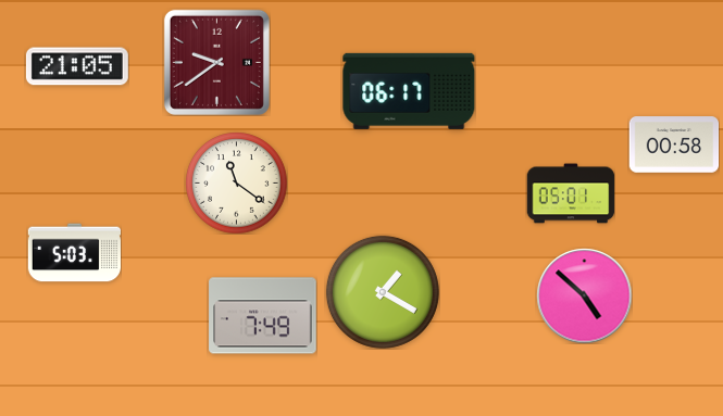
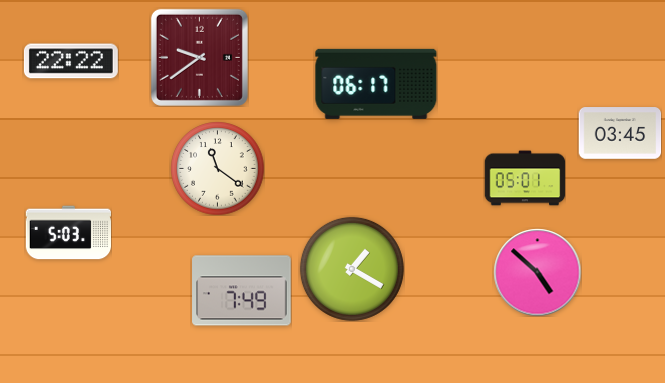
clock at (77, 66): 21:05 -> 22:22
clock at (674, 144): 00:58 -> 03:45
